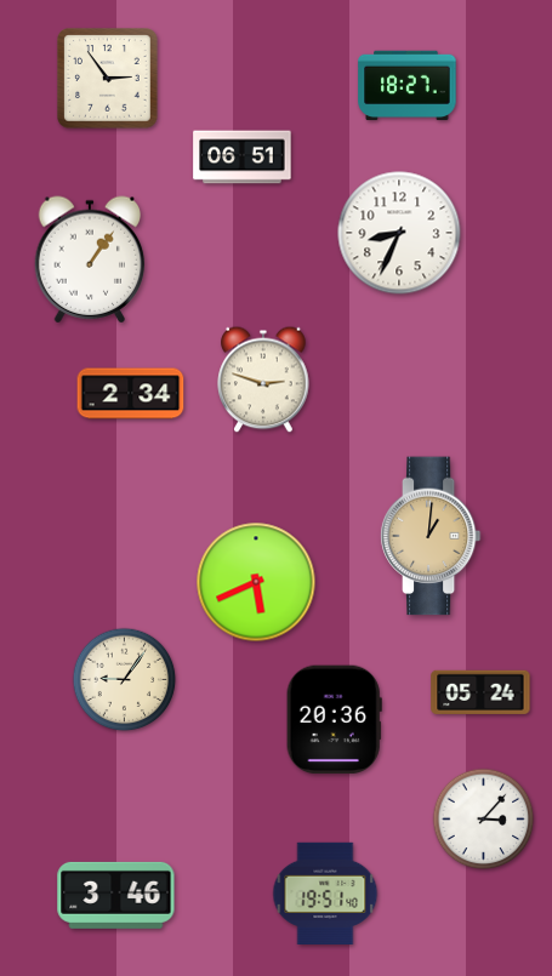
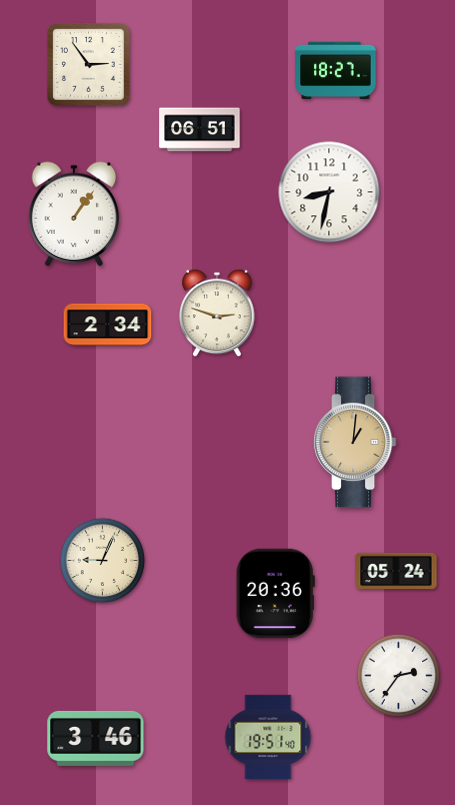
clock at (399, 233): 8:34 -> 8:32
clock at (256, 582): 5:41 -> none
clock at (125, 680): 9:06 -> 9:04
clock at (484, 820): 3:07 -> 2:36
